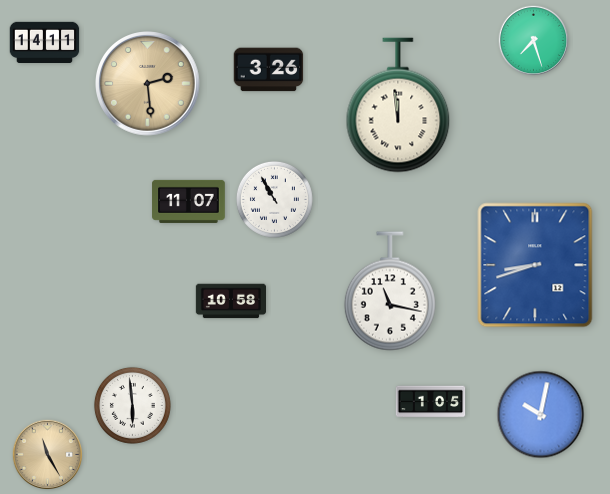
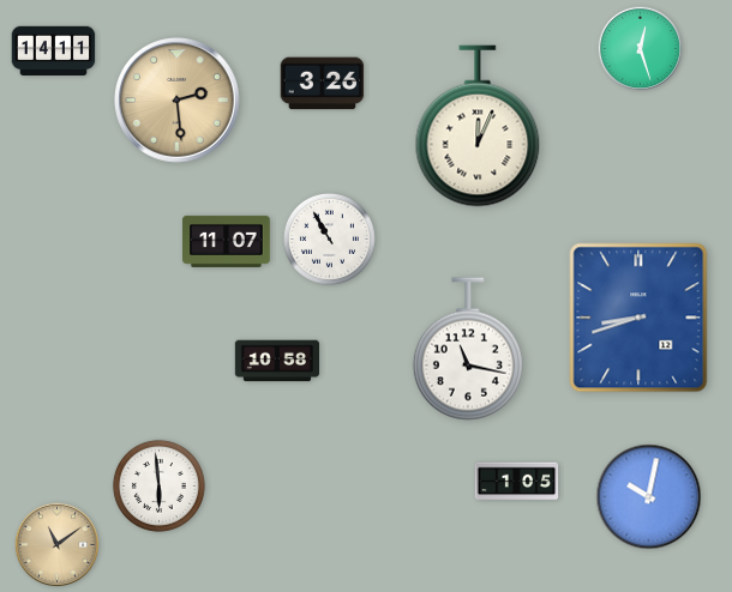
clock at (533, 40): 7:27 -> 12:27
clock at (398, 105): 11:59 -> 12:04
clock at (535, 265) position: (535, 265) -> (638, 318)
clock at (47, 454): 11:25 -> 11:09
